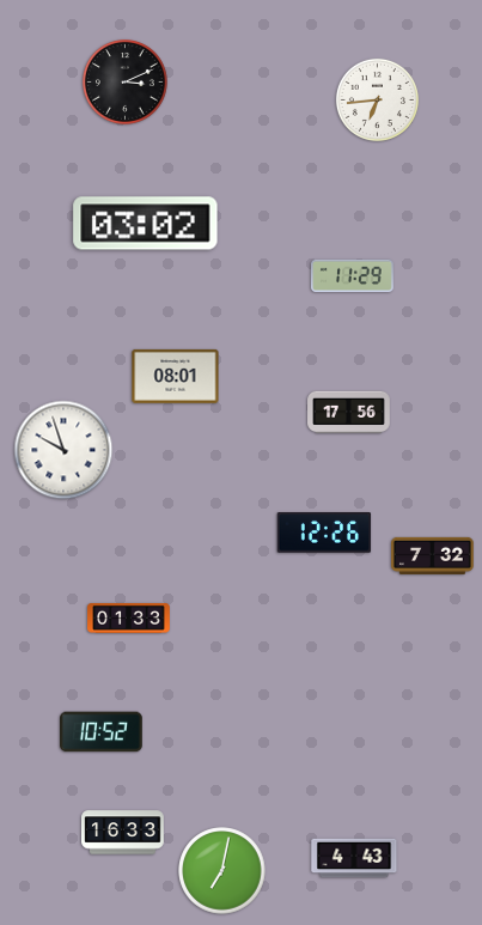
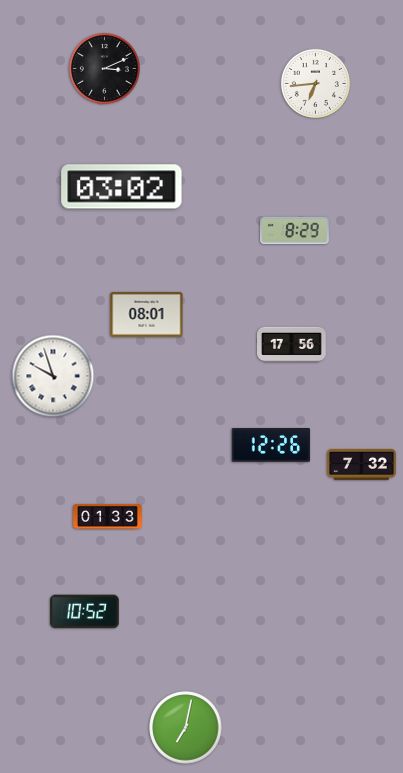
clock at (353, 276): 11:29 -> 8:29
clock at (123, 833): 16:33 -> none
clock at (354, 858): 4:43 -> none
